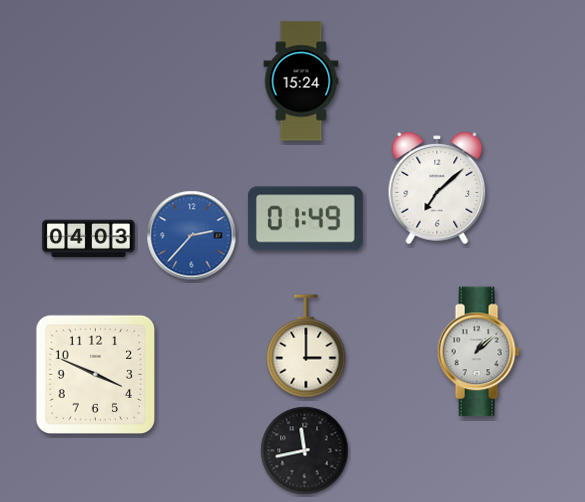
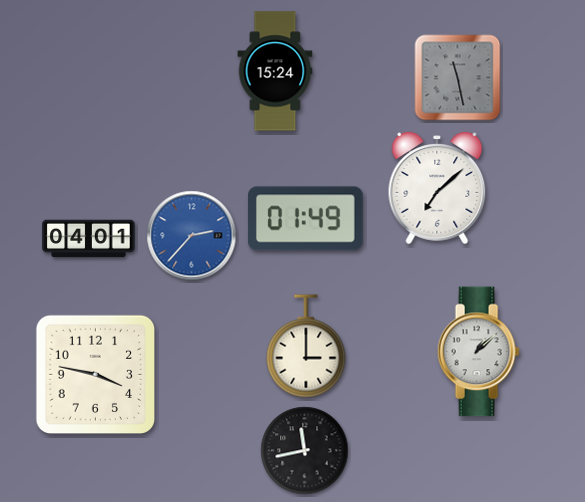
clock at (458, 78): none -> 11:28
clock at (301, 81) position: (301, 81) -> (275, 71)
clock at (89, 239): 04:03 -> 04:01
clock at (96, 375): 3:49 -> 3:47
